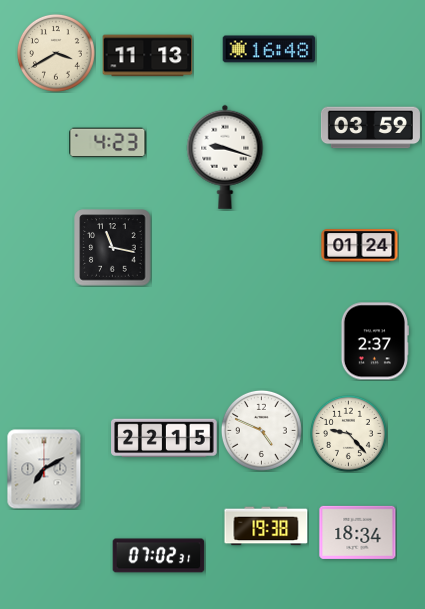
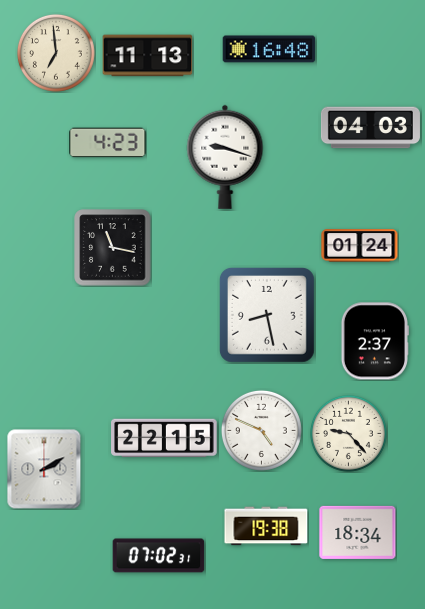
clock at (56, 53): 3:40 -> 6:59
clock at (370, 128): 03:59 -> 04:03
clock at (267, 315): none -> 8:28
clock at (44, 469): 7:10 -> 2:10
